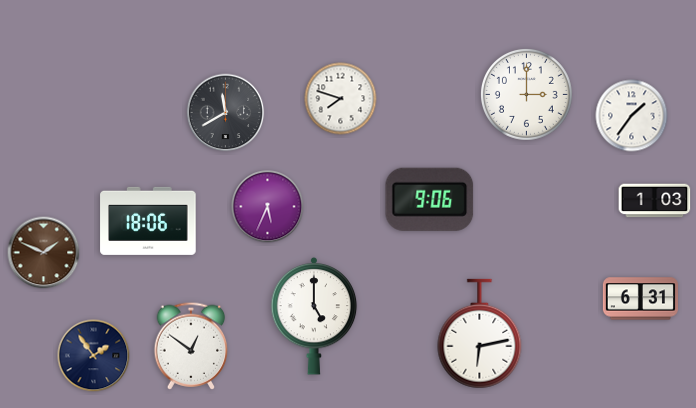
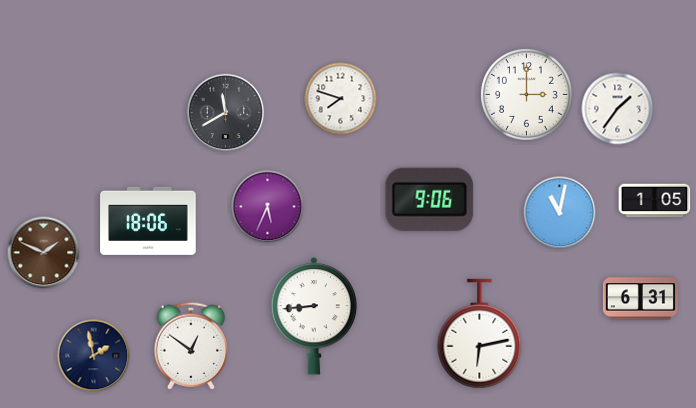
clock at (632, 116) position: (632, 116) -> (618, 109)
clock at (655, 201): 1:03 -> 1:05
clock at (560, 213): none -> 11:02
clock at (314, 316): 5:00 -> 8:44
clock at (94, 356): 1:54 -> 1:58
